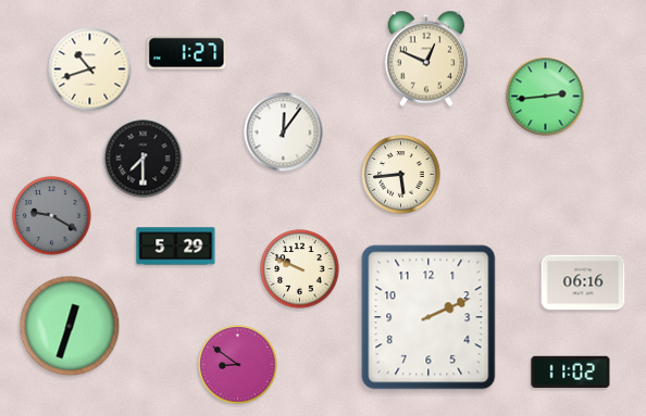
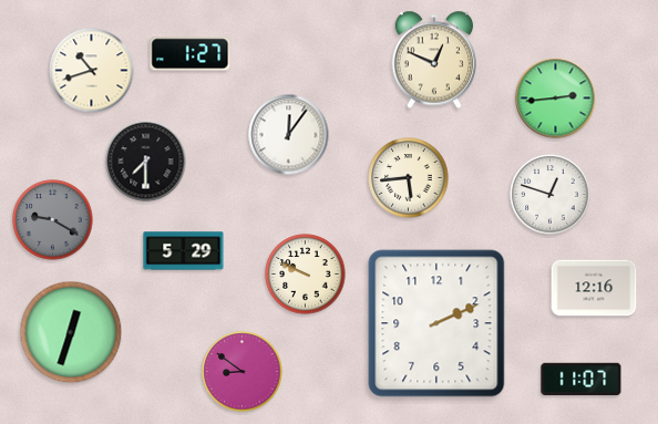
clock at (551, 195): none -> 12:48
clock at (176, 247) position: (176, 247) -> (184, 251)
clock at (583, 282): 06:16 -> 12:16
clock at (571, 371): 11:02 -> 11:07
